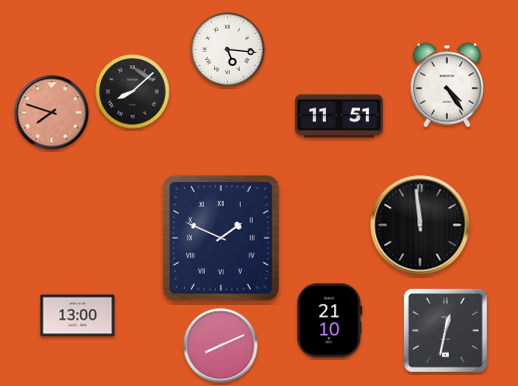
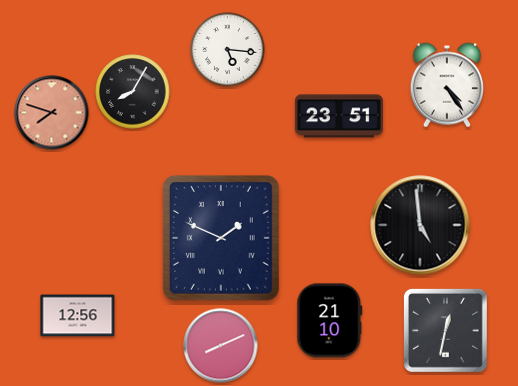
clock at (133, 92): 8:08 -> 8:05
clock at (339, 116): 11:51 -> 23:51
clock at (420, 225): 11:59 -> 4:59
clock at (78, 316): 13:00 -> 12:56
